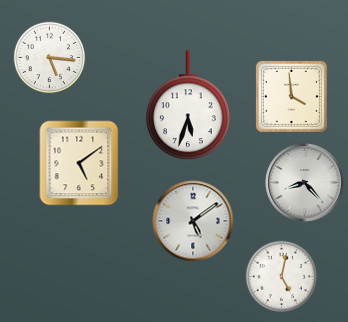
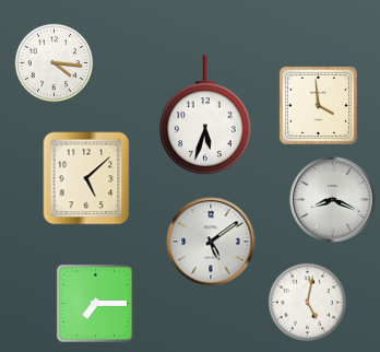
clock at (50, 58): 5:16 -> 4:16
clock at (79, 163): 5:09 -> 5:08
clock at (305, 183): 8:23 -> 8:19
clock at (95, 303): none -> 7:15
